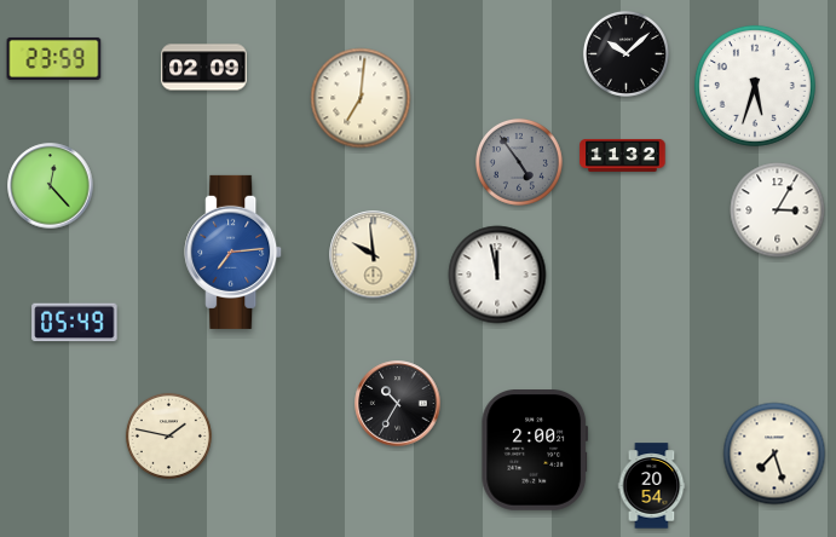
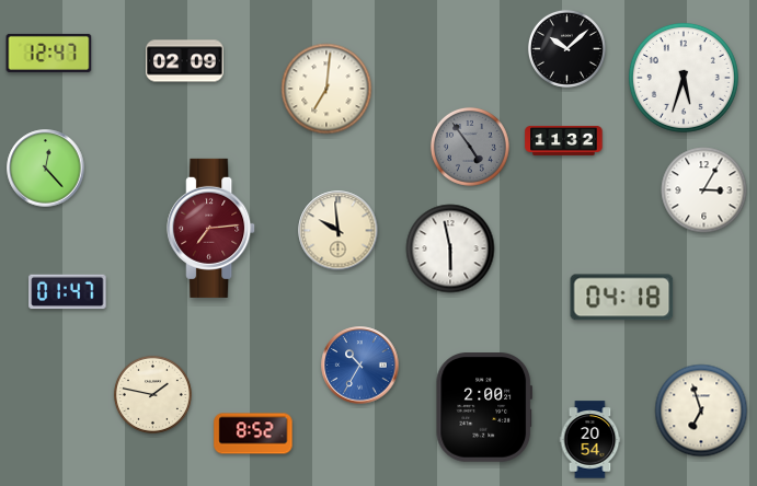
clock at (54, 58): 23:59 -> 12:47
clock at (233, 252) dial: blue -> burgundy
clock at (497, 275): 11:58 -> 5:58
clock at (75, 323): 05:49 -> 01:47
clock at (622, 298): none -> 04:18
clock at (398, 404) dial: black -> blue
clock at (774, 454): 7:27 -> 6:57
clock at (253, 433): none -> 8:52
